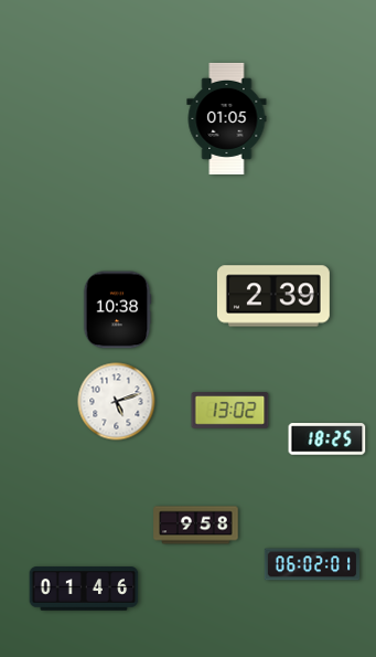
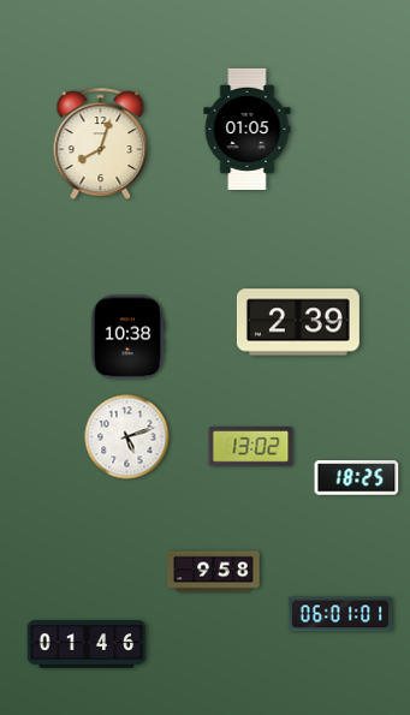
clock at (101, 143): none -> 8:03
clock at (312, 564): 06:02 -> 06:01
clock at (84, 589) position: (84, 589) -> (87, 644)
